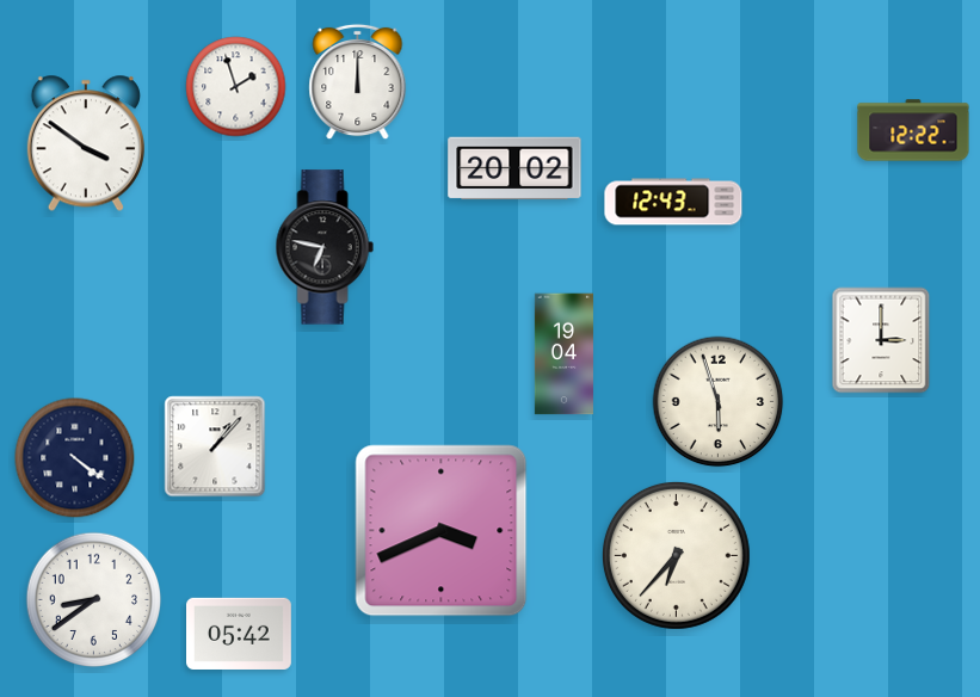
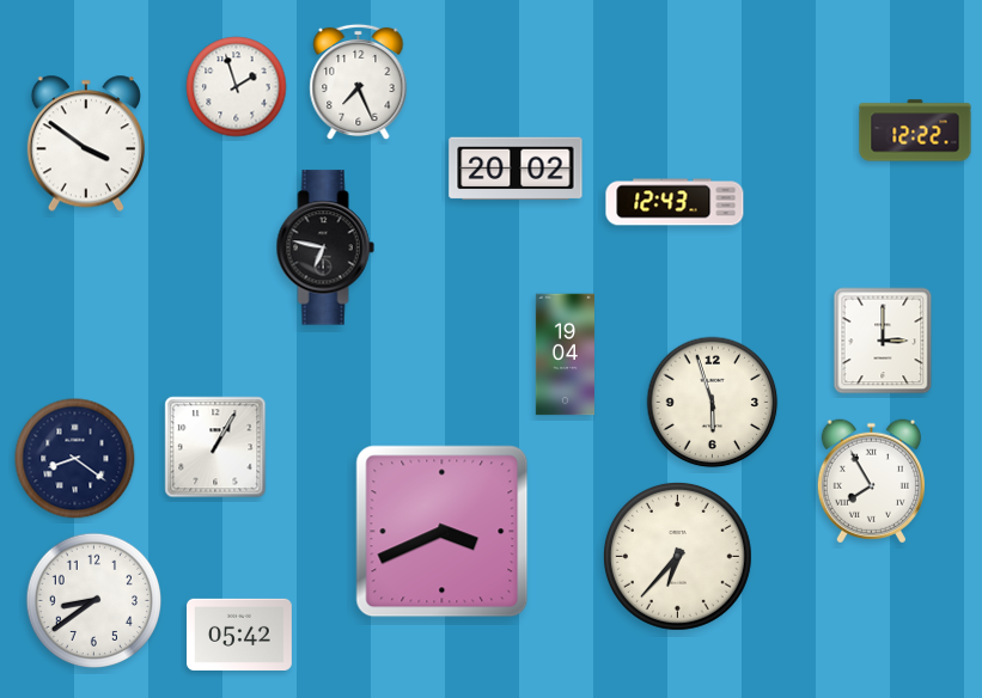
clock at (358, 82): 12:00 -> 7:26
clock at (719, 402) position: (719, 402) -> (713, 403)
clock at (215, 446): 1:07 -> 1:05
clock at (75, 458): 4:21 -> 8:21
clock at (871, 482): none -> 7:55
